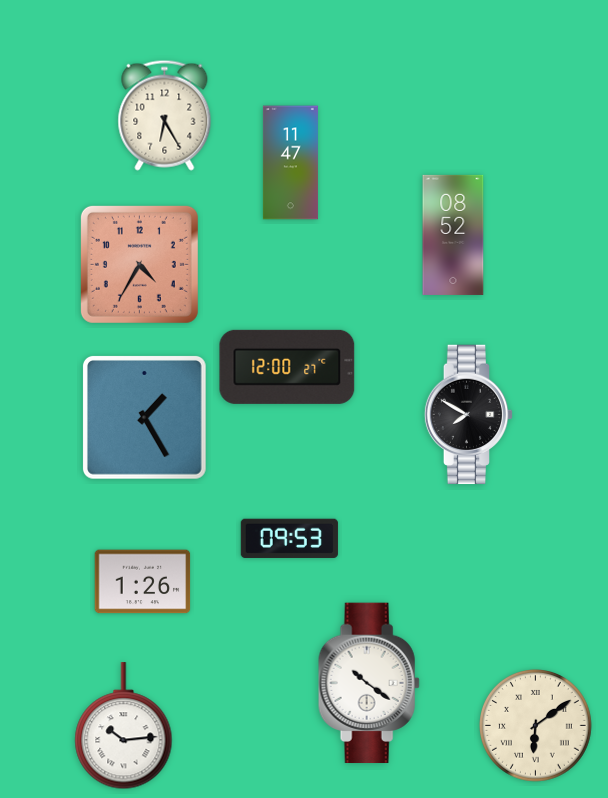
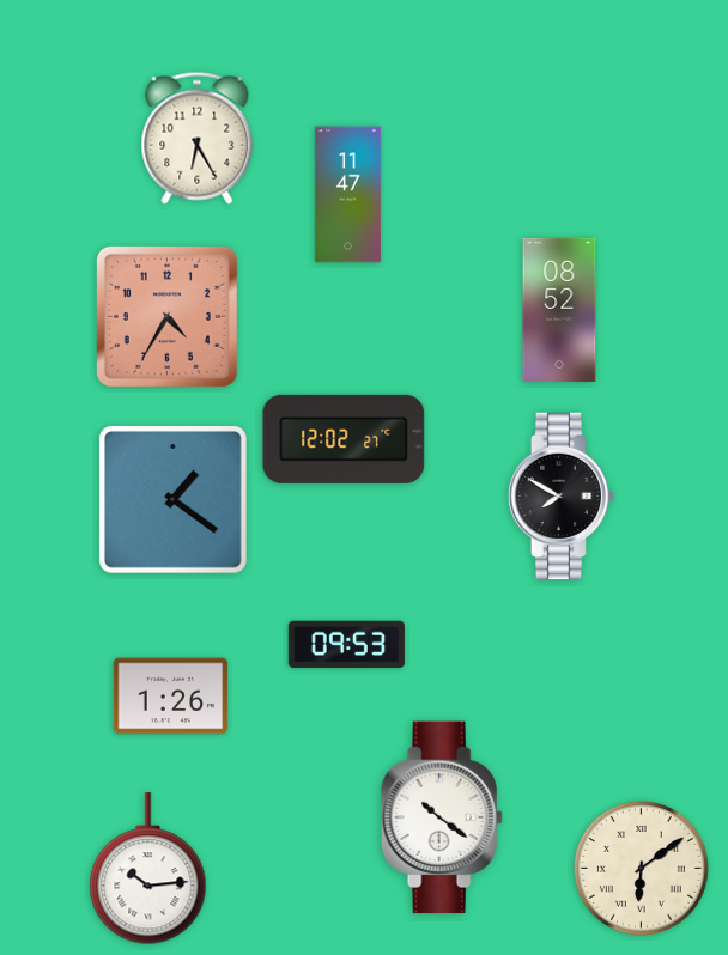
clock at (453, 235) position: (453, 235) -> (559, 310)
clock at (287, 367): 12:00 -> 12:02
clock at (145, 418): 1:25 -> 1:21
